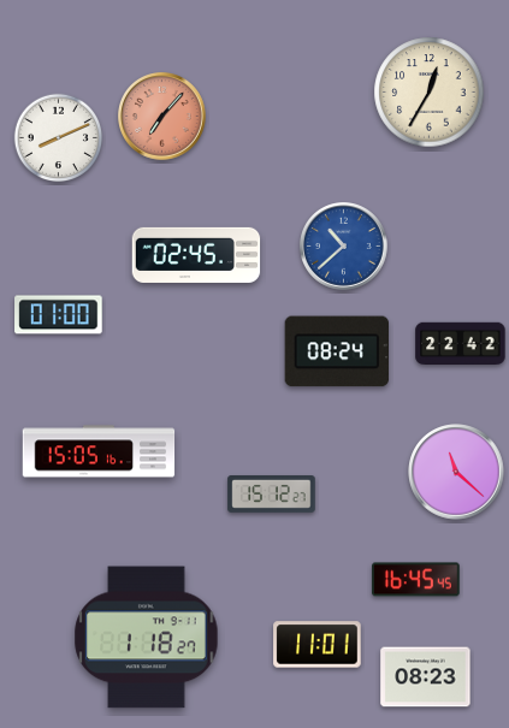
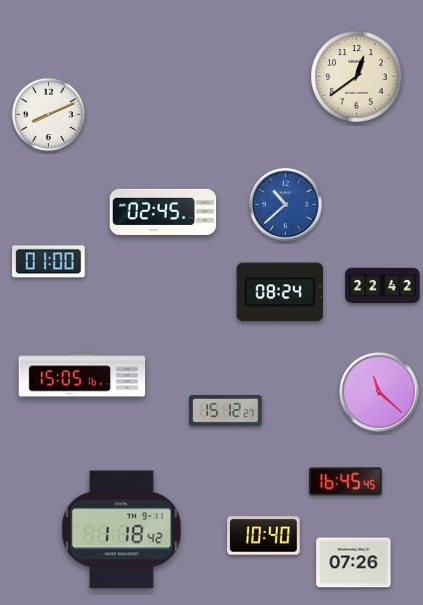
clock at (430, 93): 12:35 -> 12:39
clock at (162, 117): 7:07 -> none
clock at (147, 638): 1:18:27 -> 1:18:42
clock at (318, 645): 11:01 -> 10:40
clock at (426, 677): 08:23 -> 07:26
